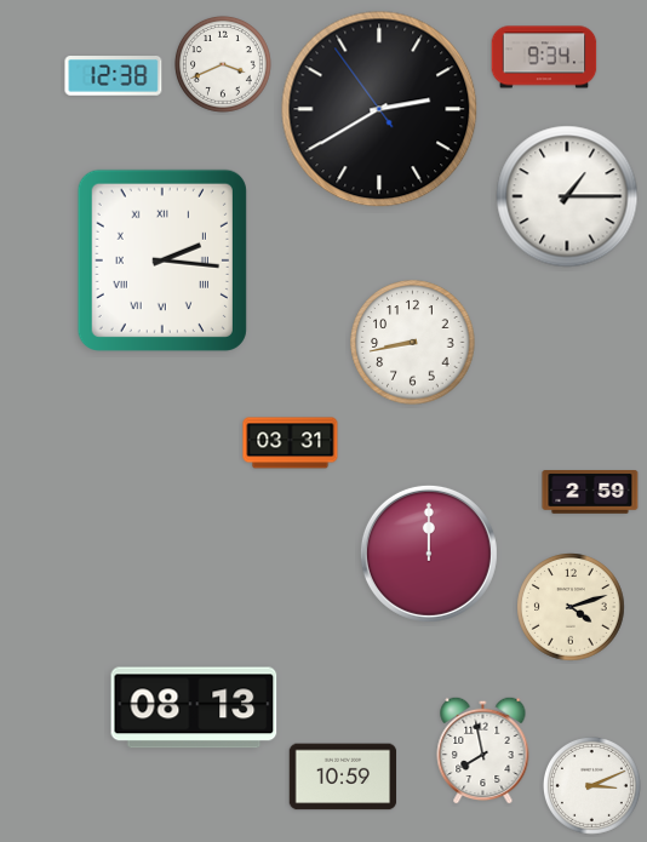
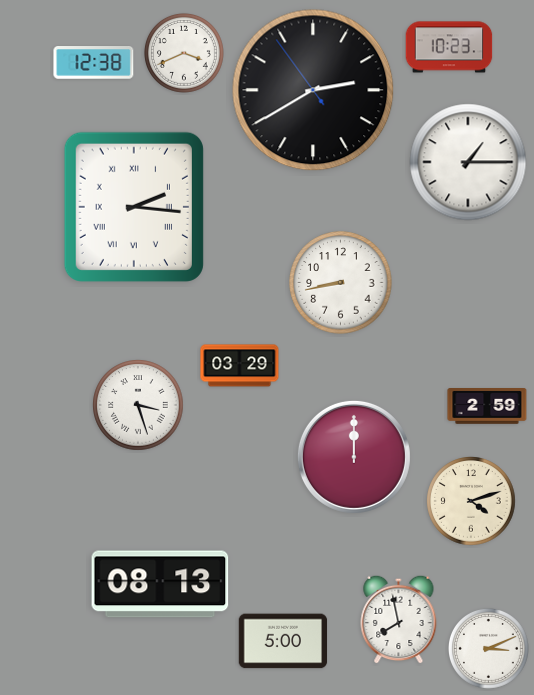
clock at (544, 57): 9:34 -> 10:23
clock at (162, 260) position: (162, 260) -> (134, 207)
clock at (291, 443): 03:31 -> 03:29
clock at (138, 405): none -> 3:27
clock at (343, 777): 10:59 -> 5:00
